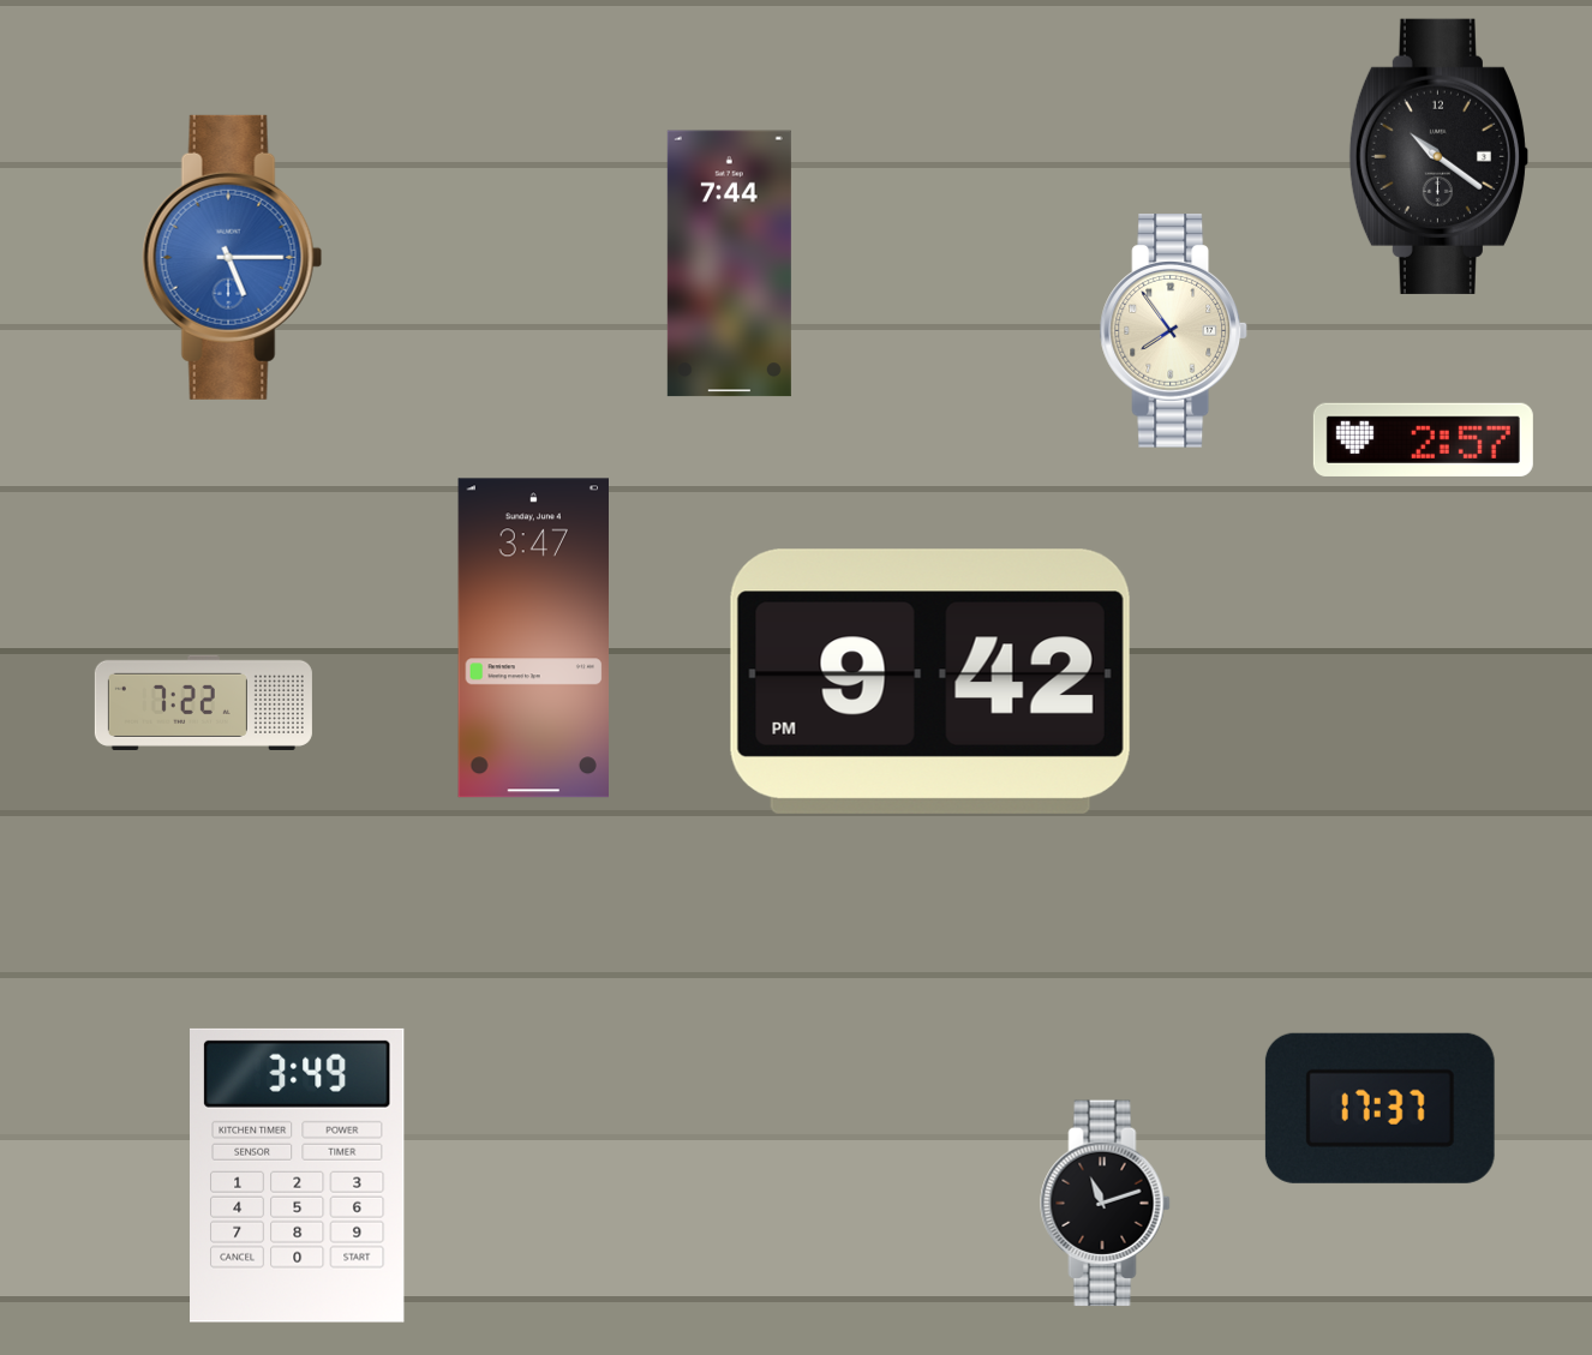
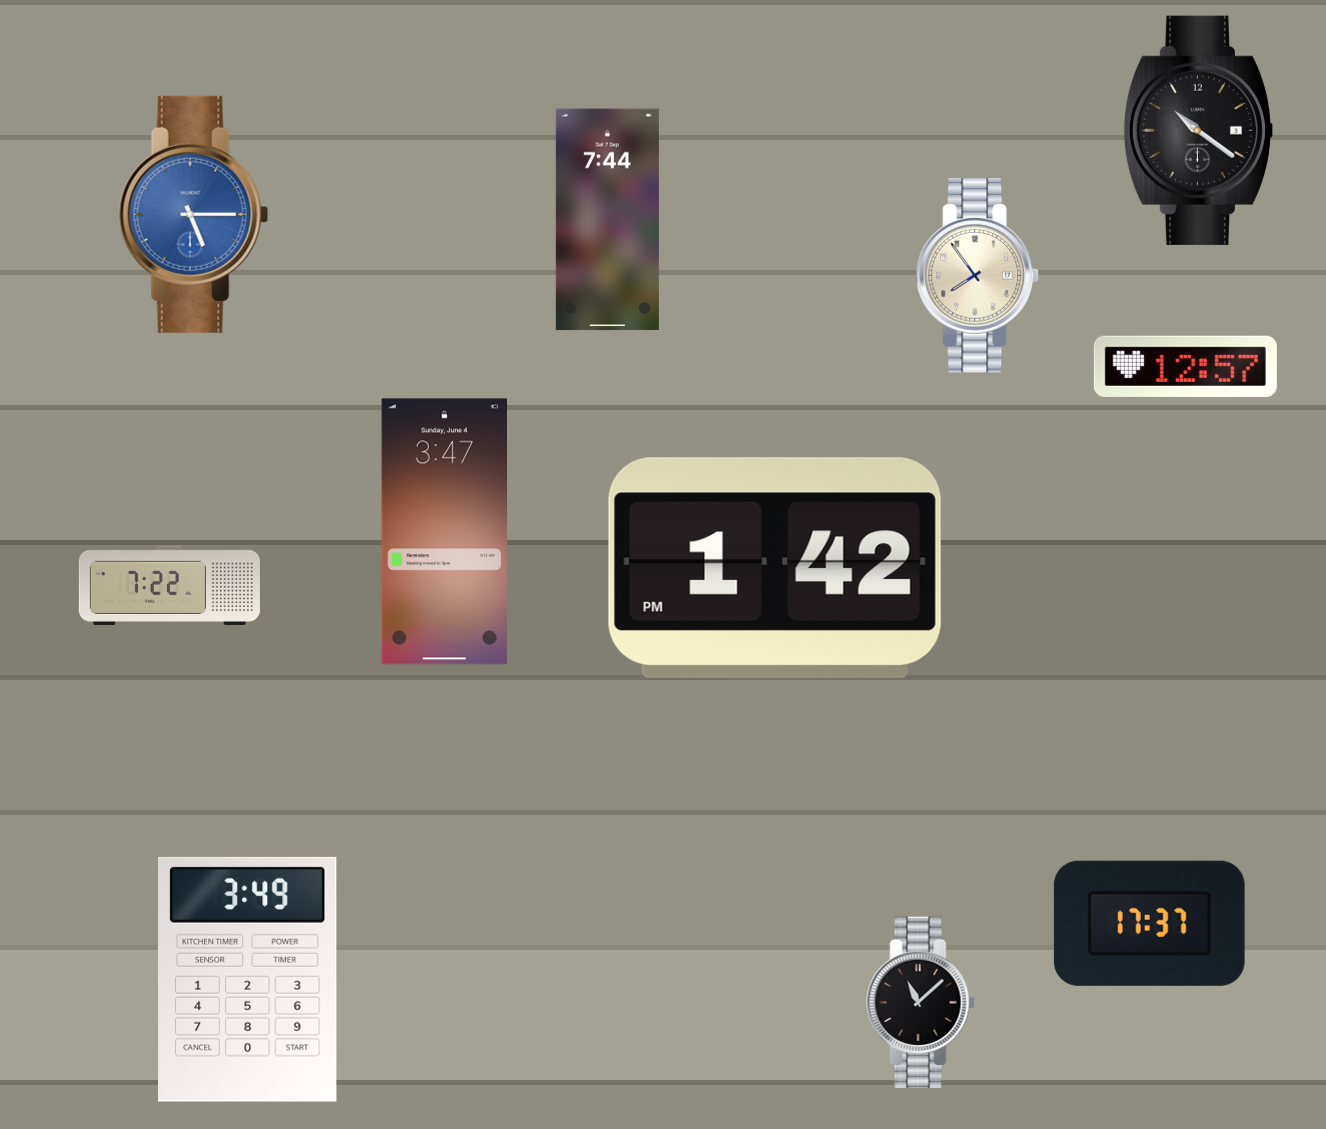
clock at (1423, 439): 2:57 -> 12:57
clock at (930, 682): 9:42 -> 1:42
clock at (1106, 1204): 11:12 -> 11:08
